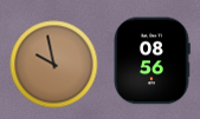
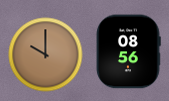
clock at (54, 65): 9:58 -> 10:00
